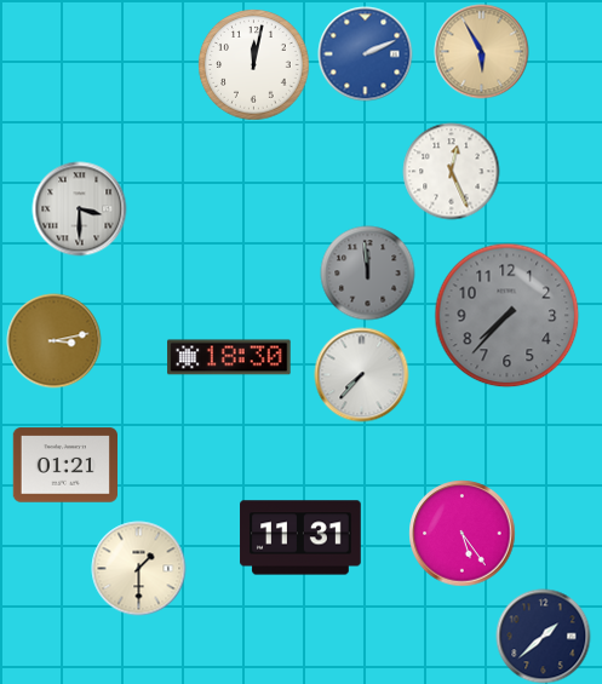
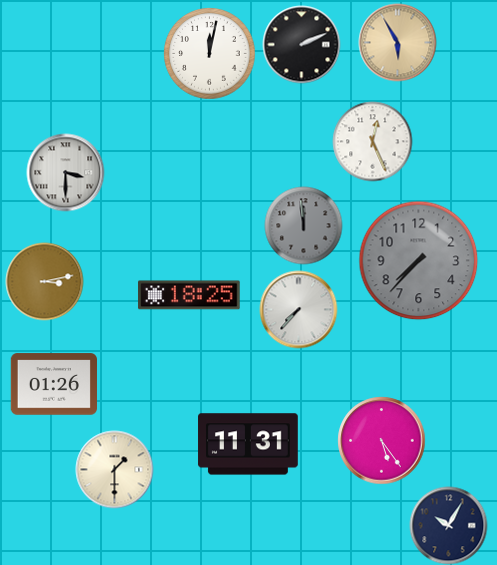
clock at (365, 53) dial: blue -> black
clock at (229, 357): 18:30 -> 18:25
clock at (64, 465): 01:21 -> 01:26
clock at (543, 636): 1:38 -> 10:05
